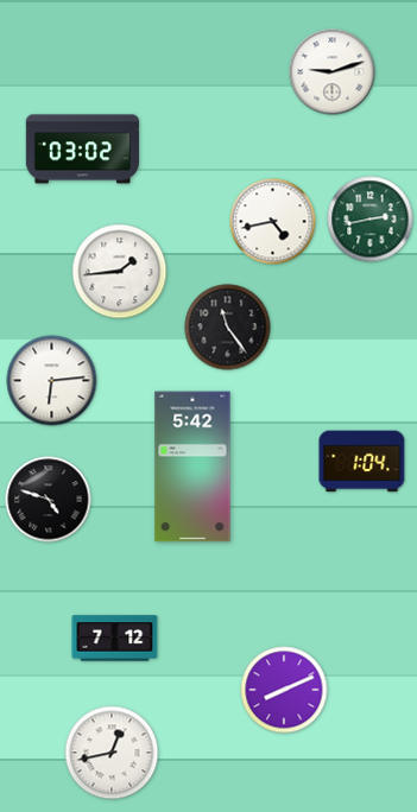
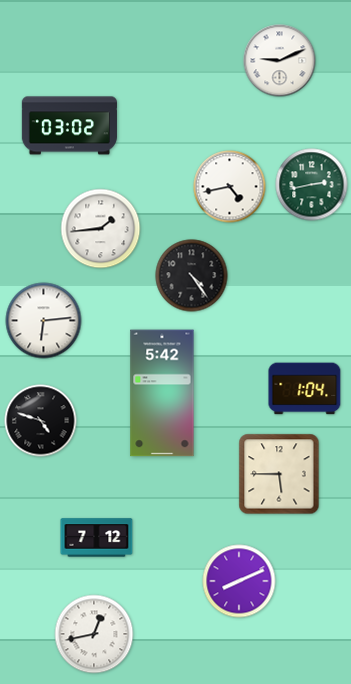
clock at (333, 72): 9:12 -> 9:11
clock at (228, 328): 11:24 -> 4:24
clock at (279, 474): none -> 5:45
